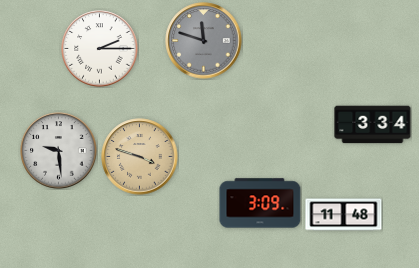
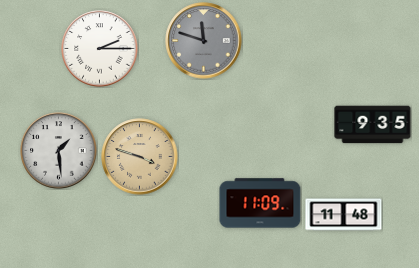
clock at (373, 125): 3:34 -> 9:35
clock at (59, 151): 9:29 -> 1:29
clock at (260, 203): 3:09 -> 11:09
